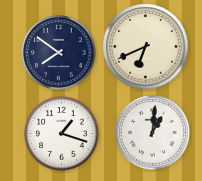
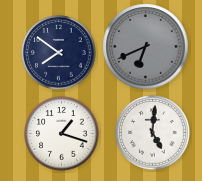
clock at (146, 47) dial: cream -> grey
clock at (153, 133): 1:01 -> 5:01
